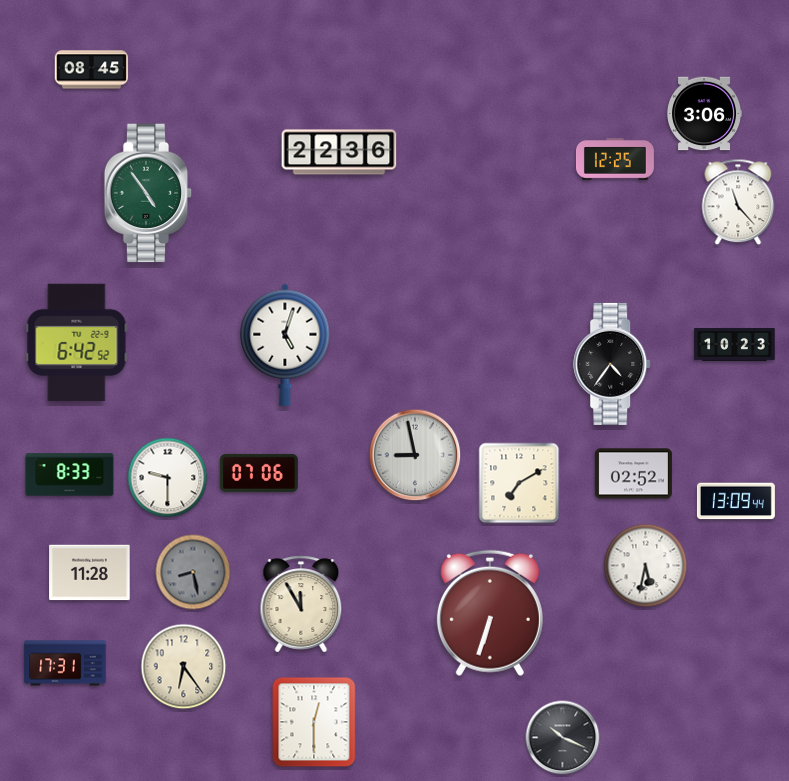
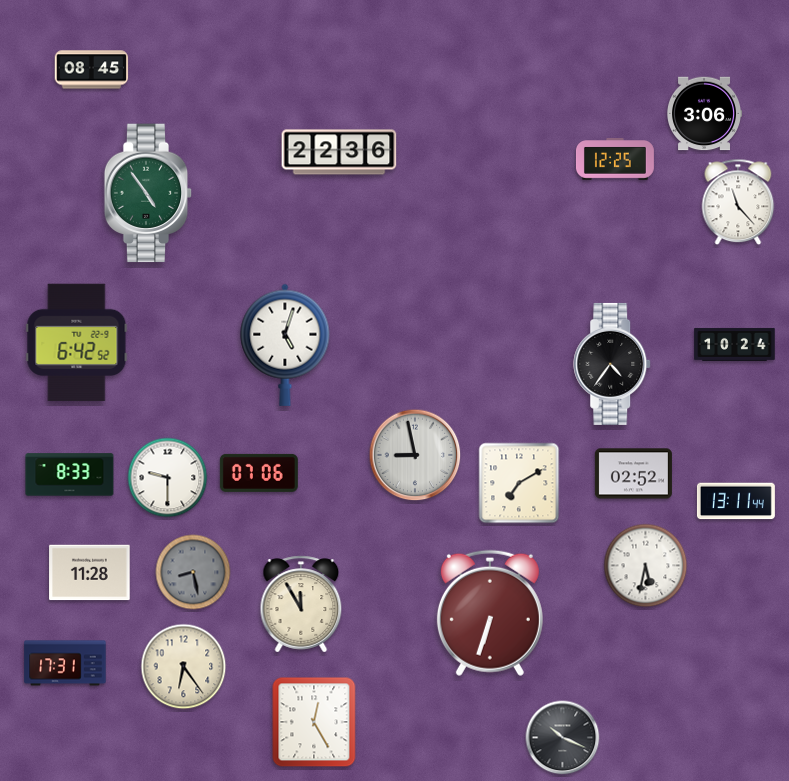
clock at (735, 344): 10:23 -> 10:24
clock at (736, 501): 13:09 -> 13:11
clock at (314, 722): 12:30 -> 12:25
